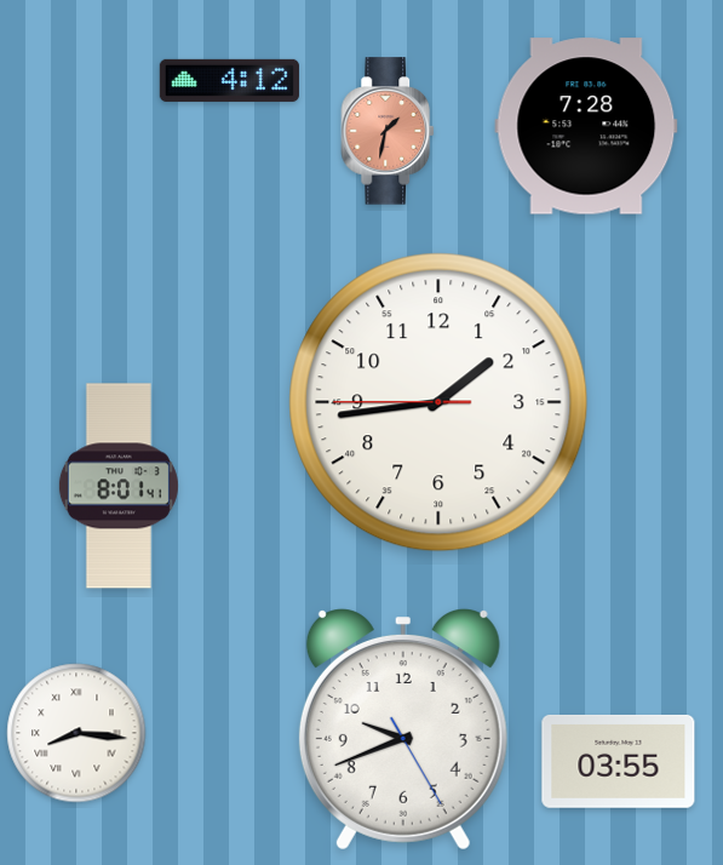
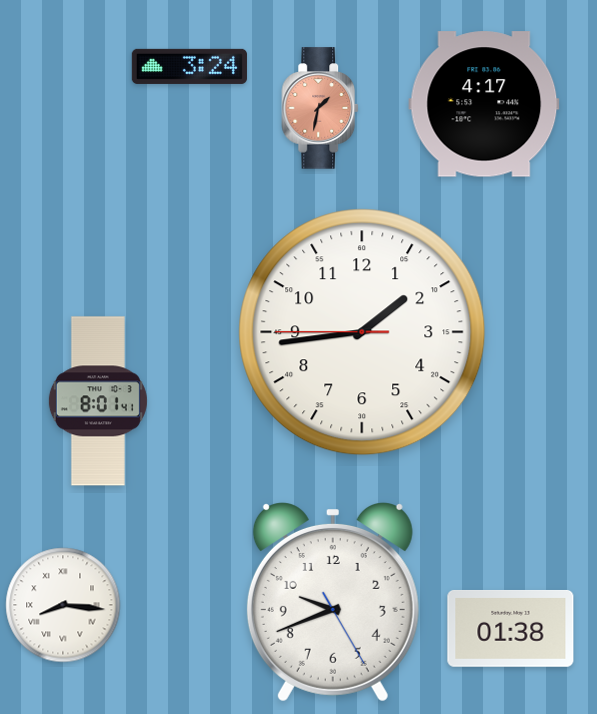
clock at (229, 80): 4:12 -> 3:24
clock at (586, 126): 7:28 -> 4:17
clock at (619, 761): 03:55 -> 01:38
